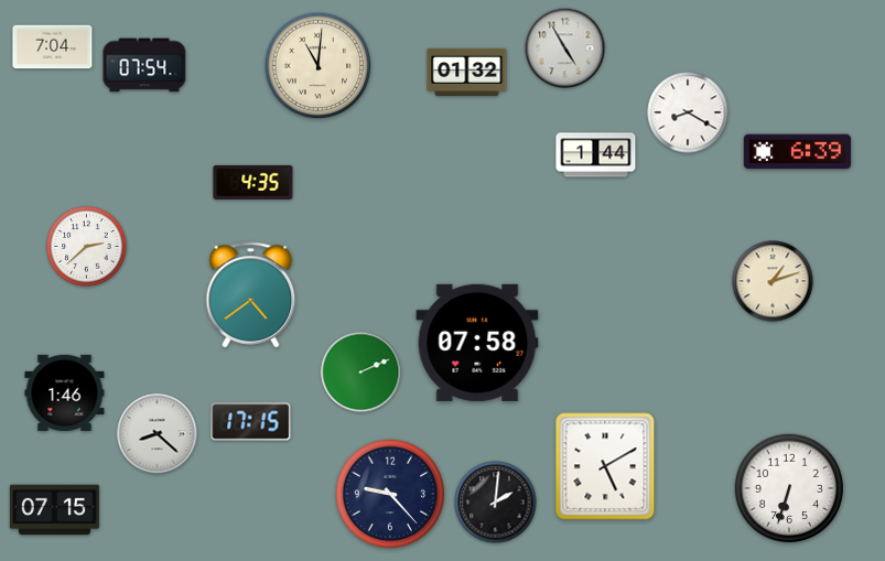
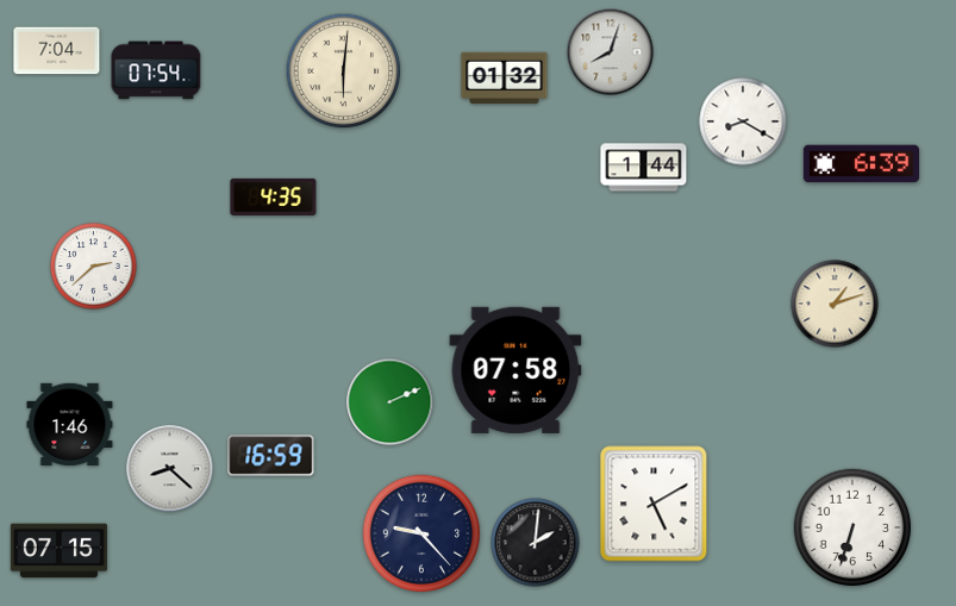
clock at (565, 48): 4:55 -> 8:03
clock at (319, 66): 11:01 -> 6:01
clock at (251, 295): 4:39 -> none
clock at (251, 422): 17:15 -> 16:59
